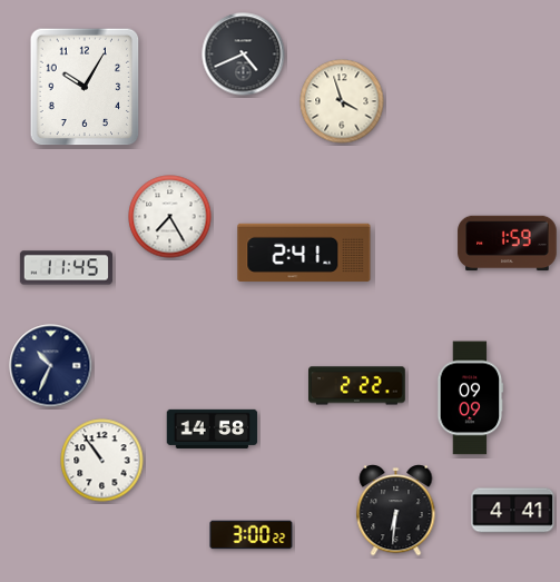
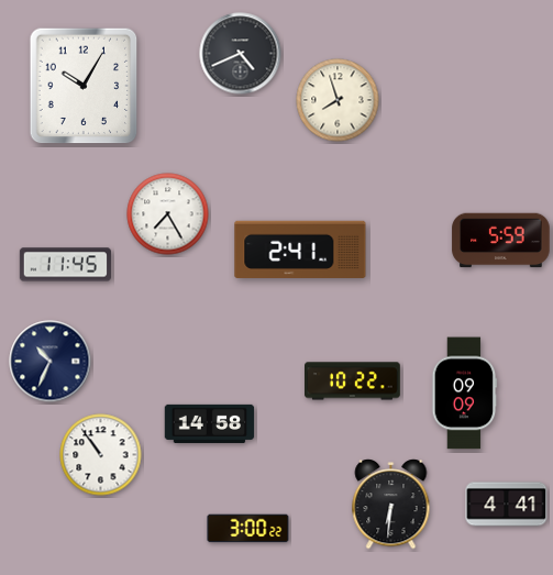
clock at (342, 101): 3:57 -> 7:57
clock at (508, 244): 1:59 -> 5:59
clock at (357, 386): 2:22 -> 10:22
